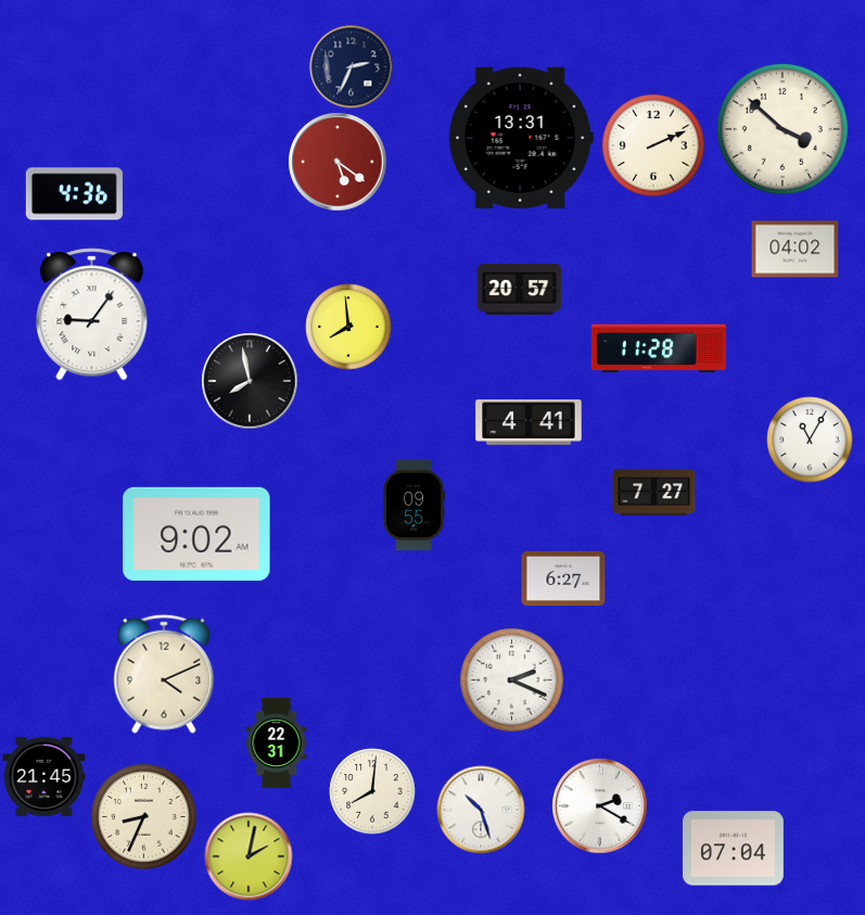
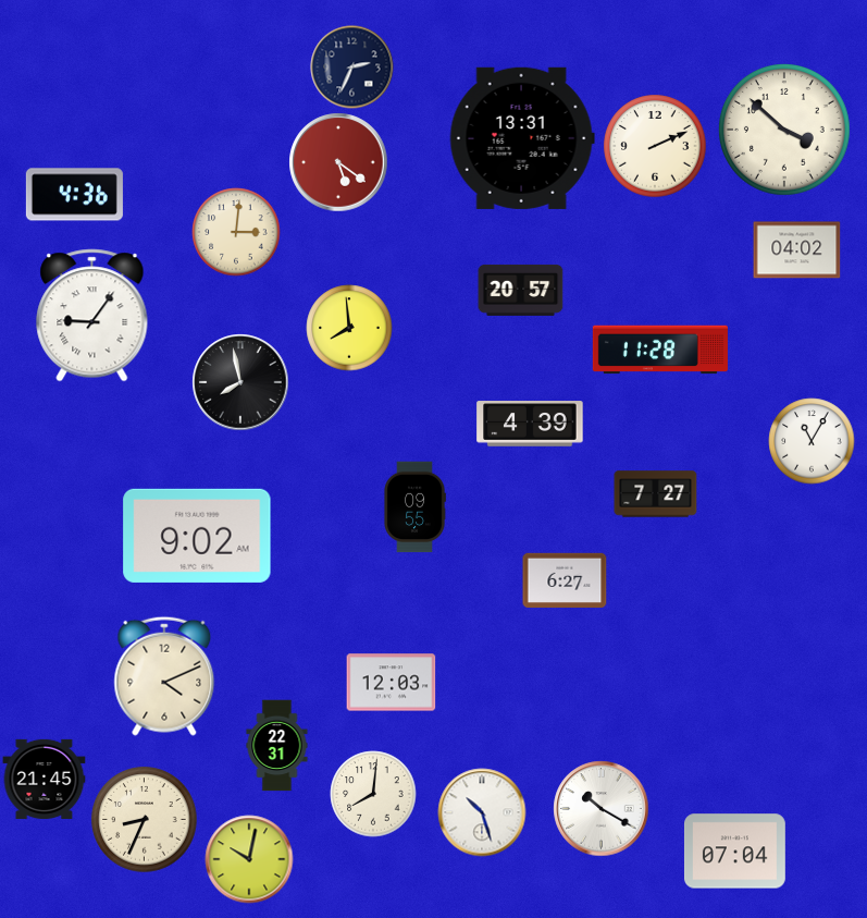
clock at (236, 232): none -> 3:01
clock at (250, 381) position: (250, 381) -> (240, 382)
clock at (529, 422): 4:41 -> 4:39
clock at (392, 683): none -> 12:03
clock at (512, 681): 2:19 -> none
clock at (600, 806): 2:20 -> 10:20
clock at (249, 856): 2:02 -> 10:02
